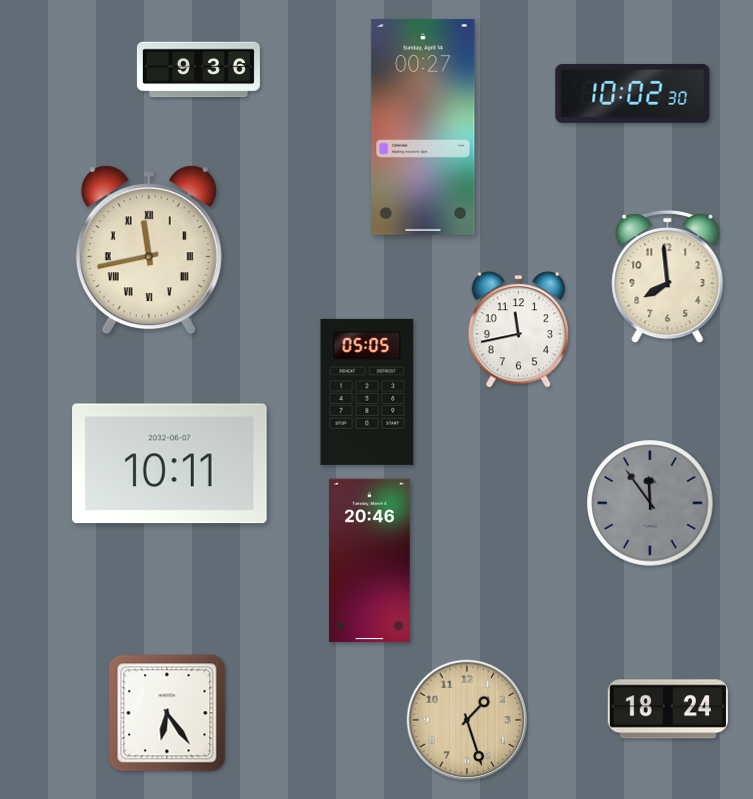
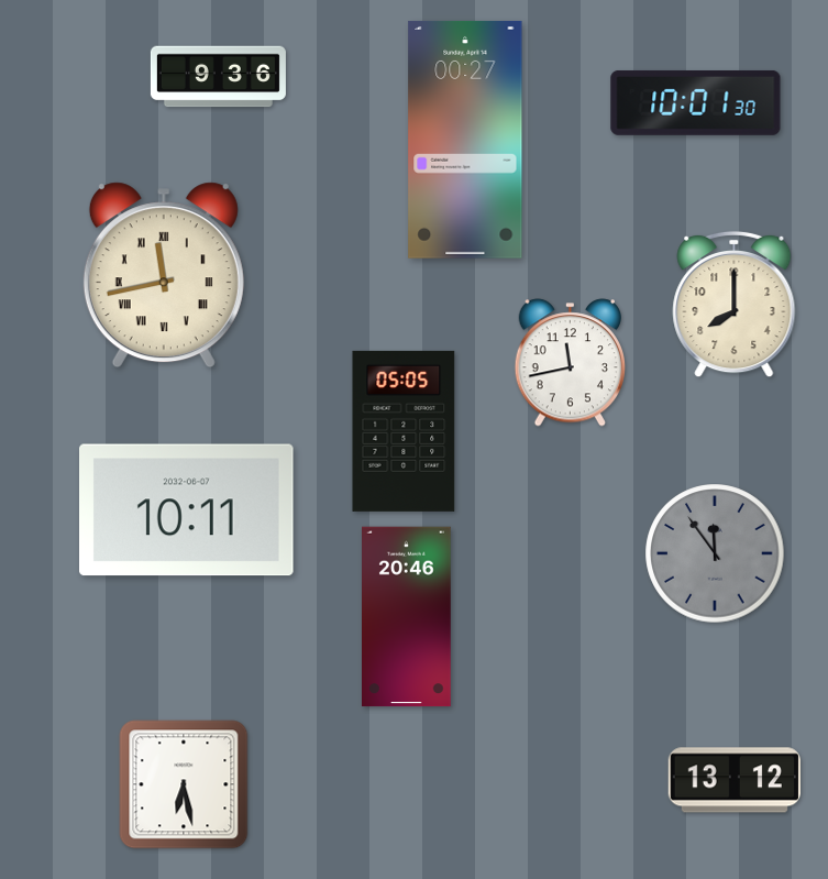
clock at (633, 93): 10:02 -> 10:01
clock at (668, 277): 7:59 -> 8:00
clock at (668, 709): 18:24 -> 13:12
clock at (167, 713): 6:24 -> 6:28
clock at (467, 720): 1:27 -> none
